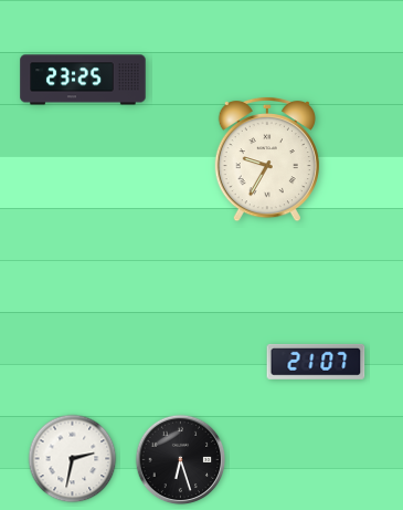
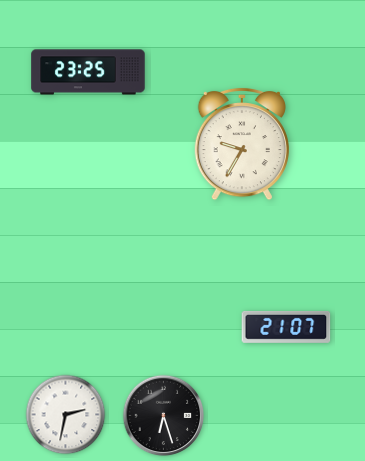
clock at (83, 80) position: (83, 80) -> (88, 72)
